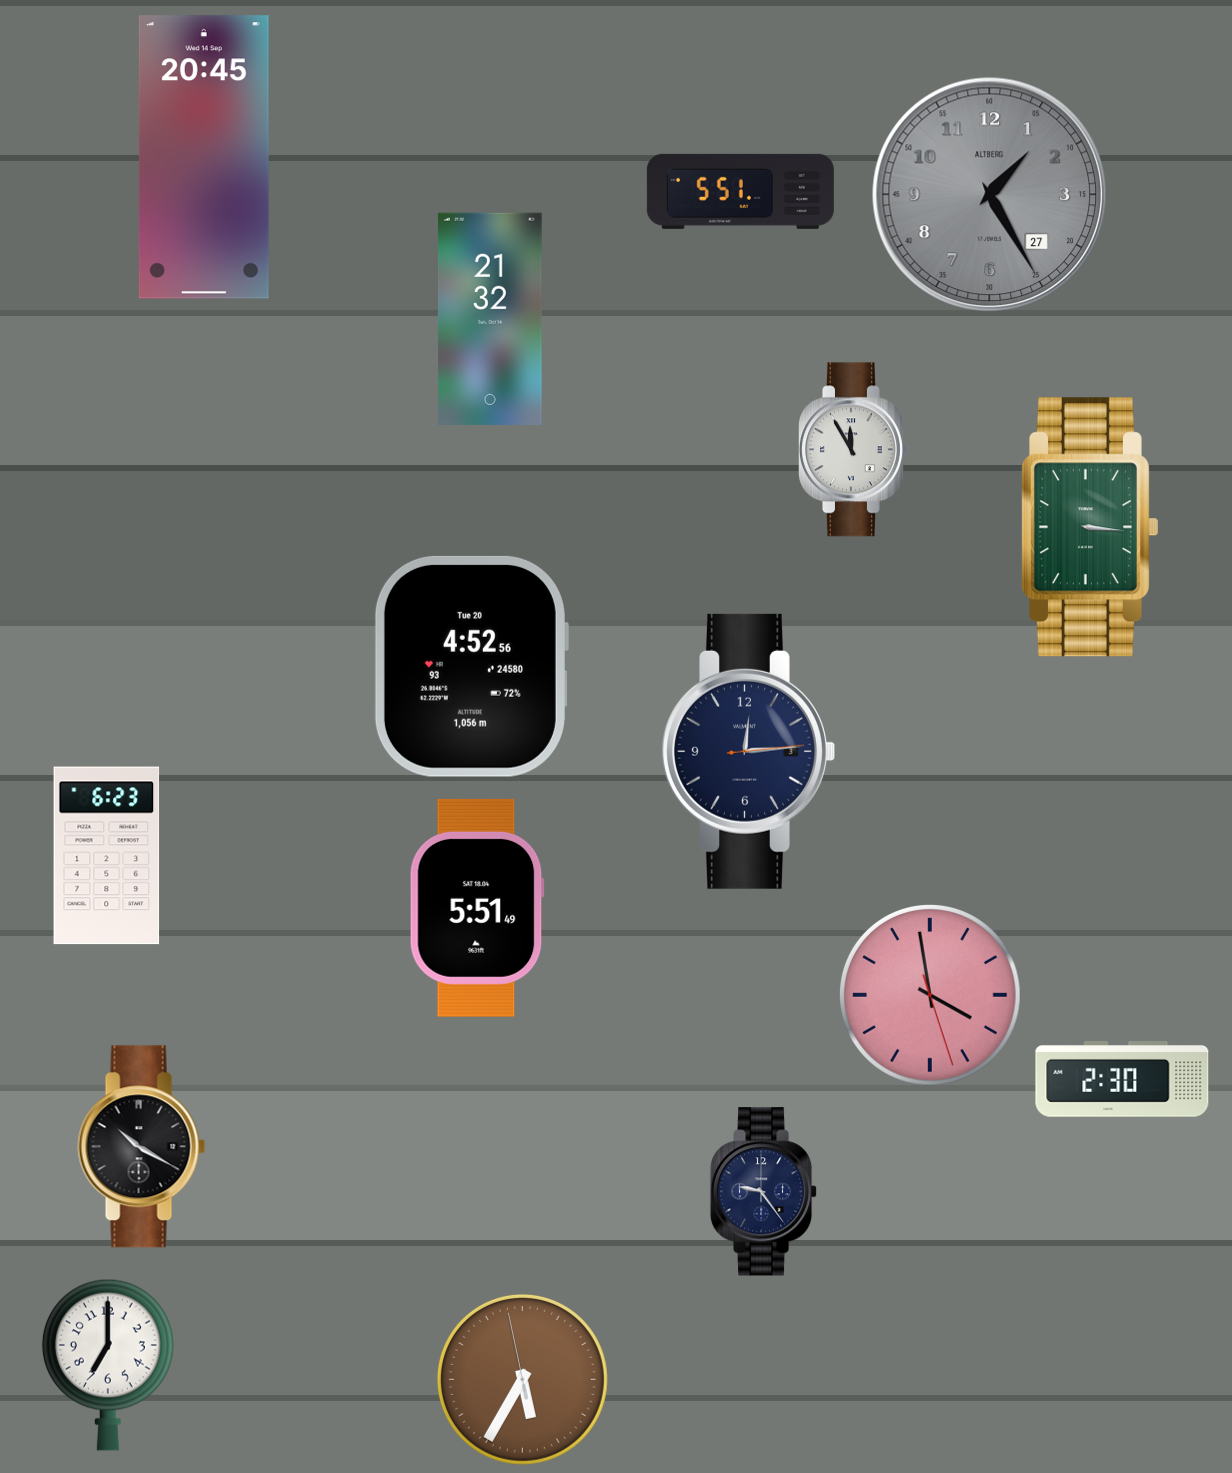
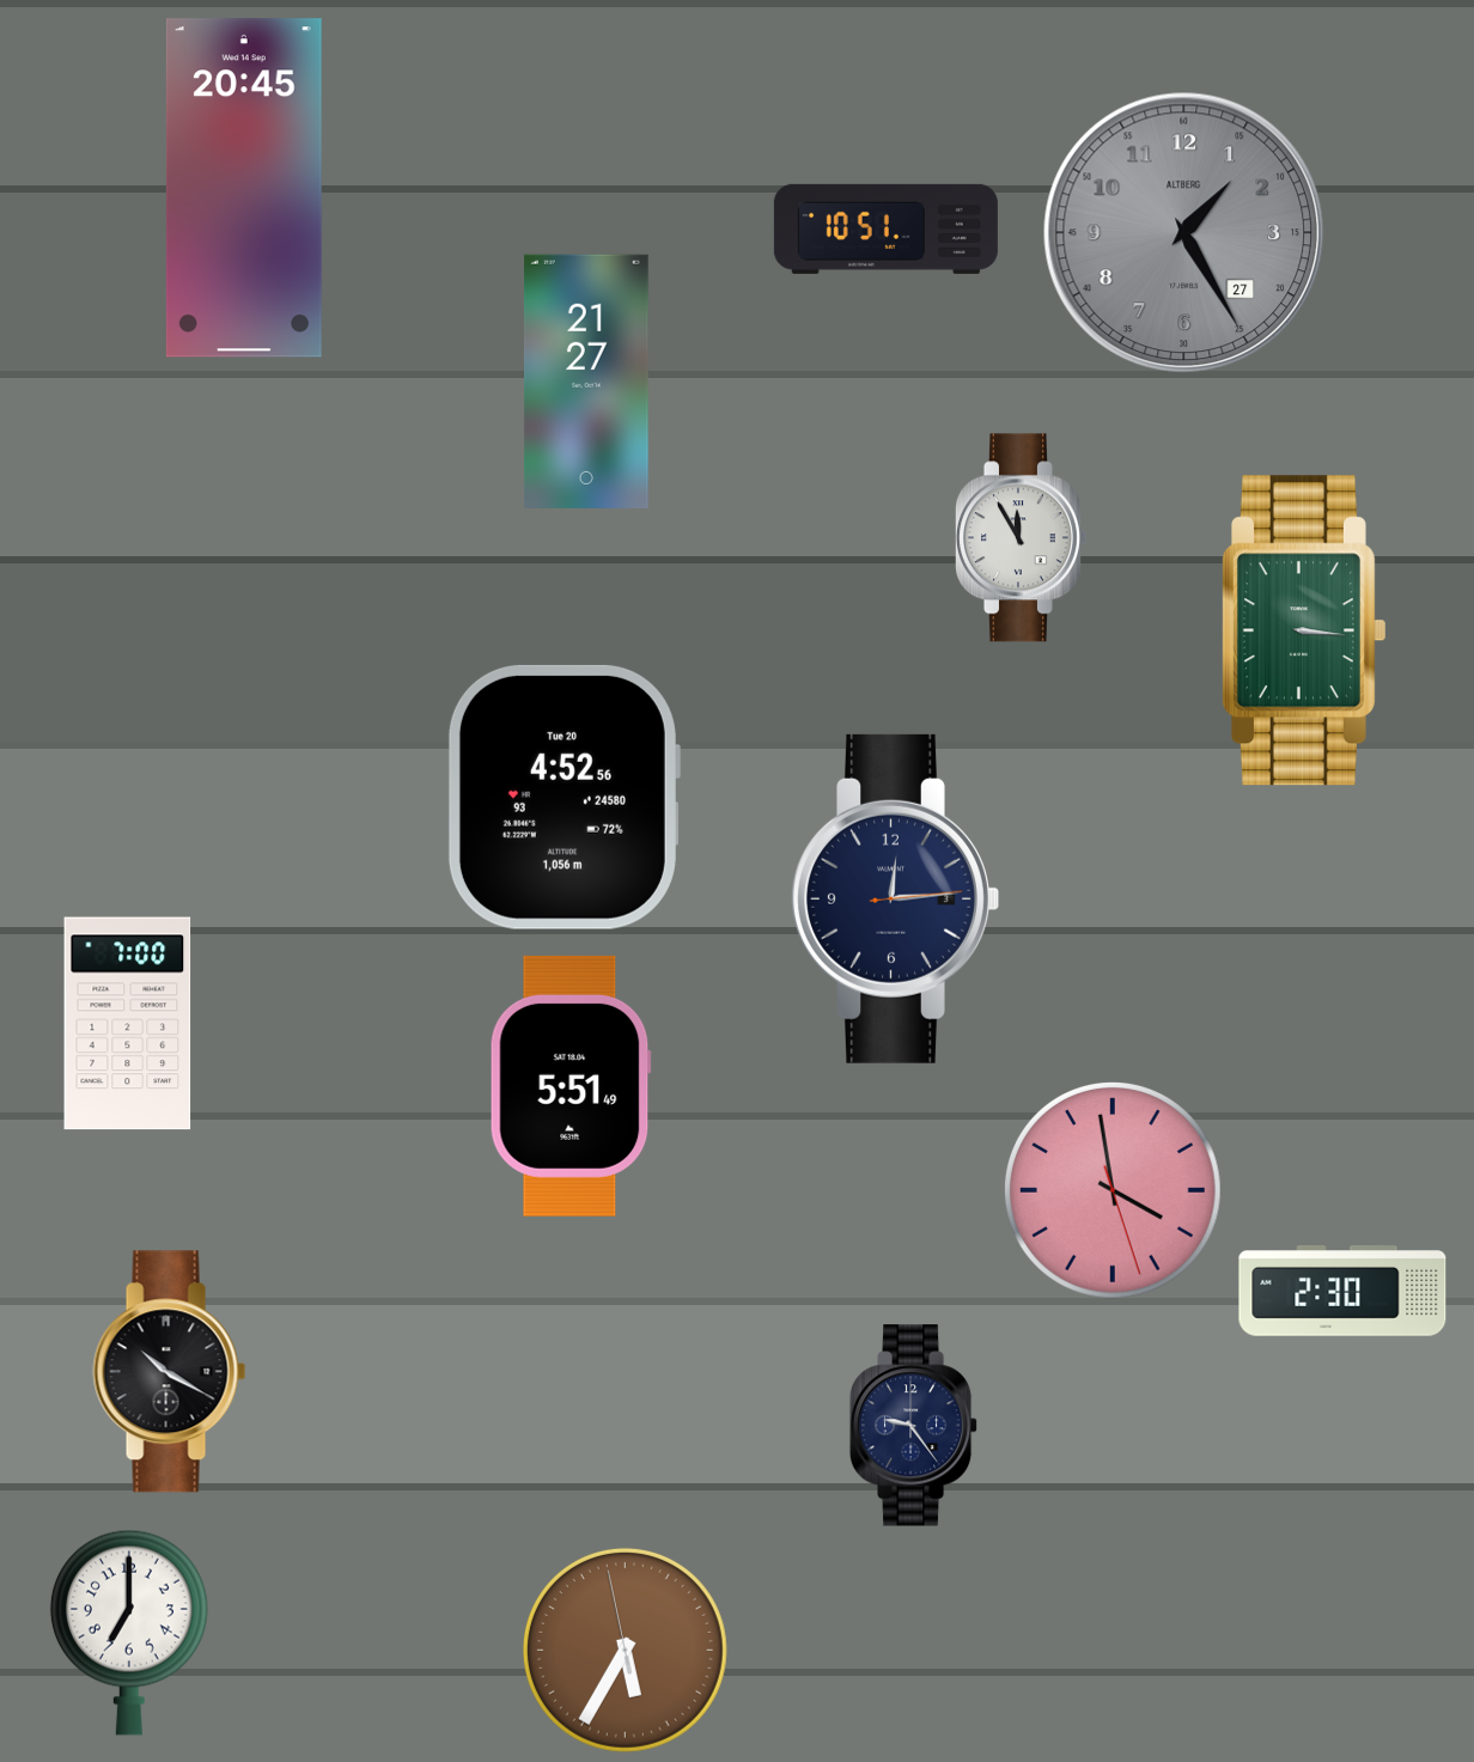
clock at (740, 191): 5:51 -> 10:51
clock at (490, 319): 21:32 -> 21:27
clock at (107, 856): 6:23 -> 7:00
